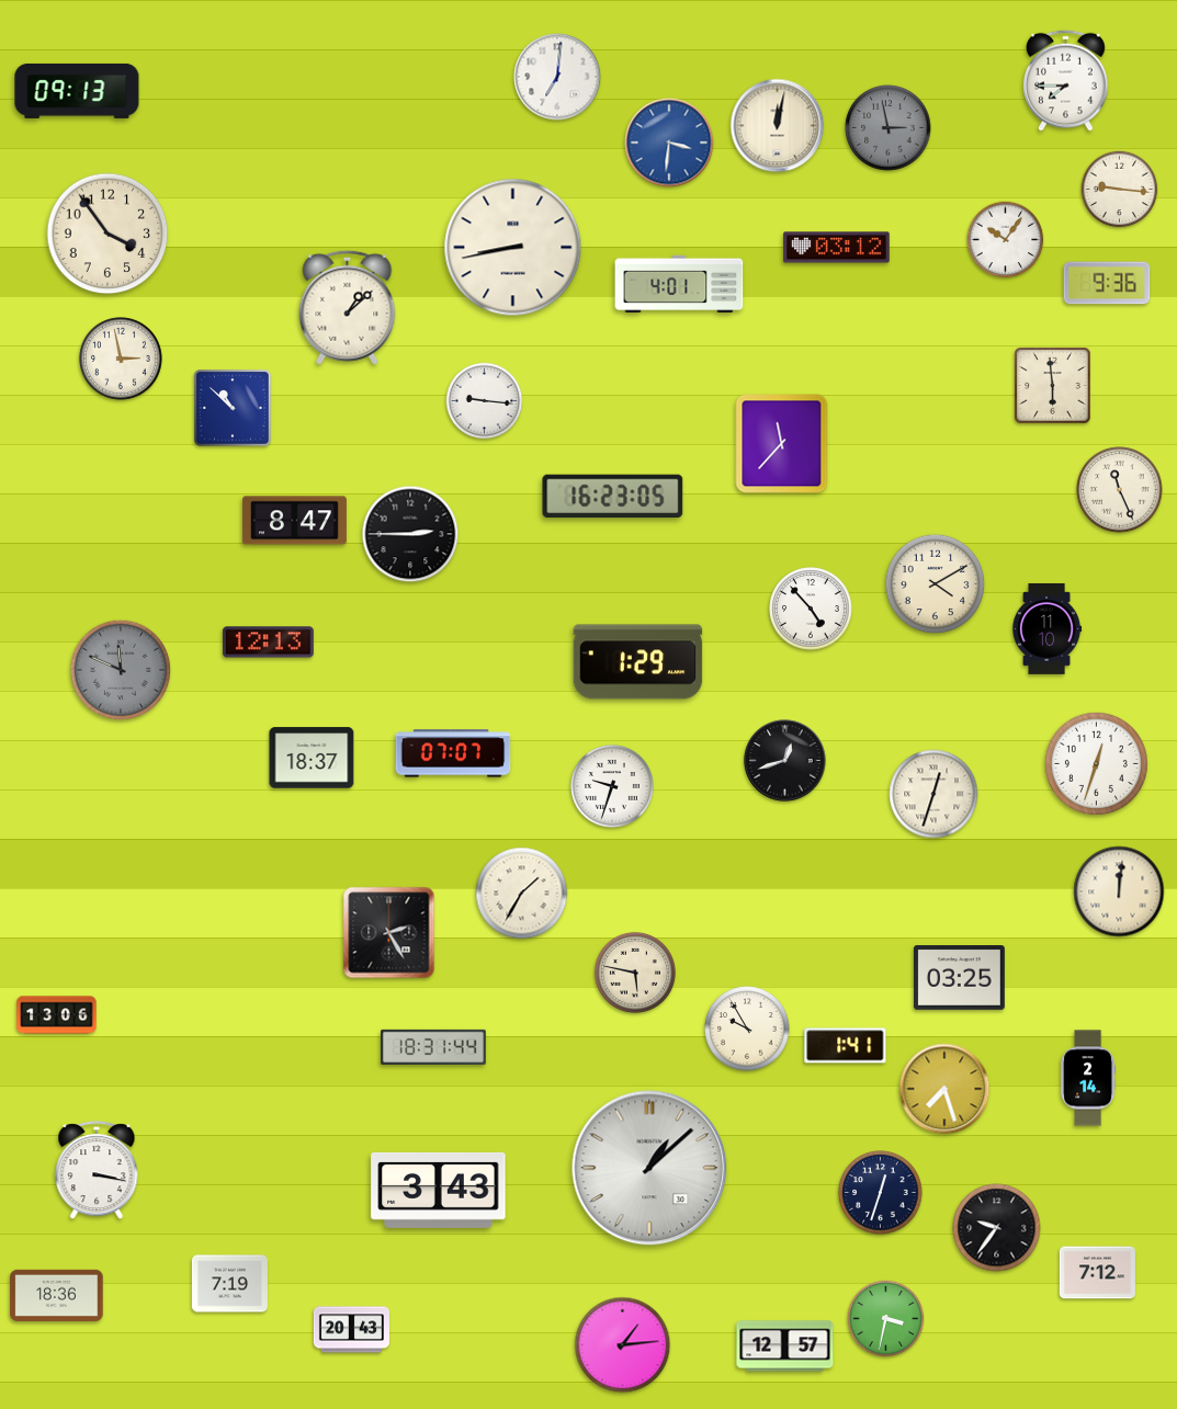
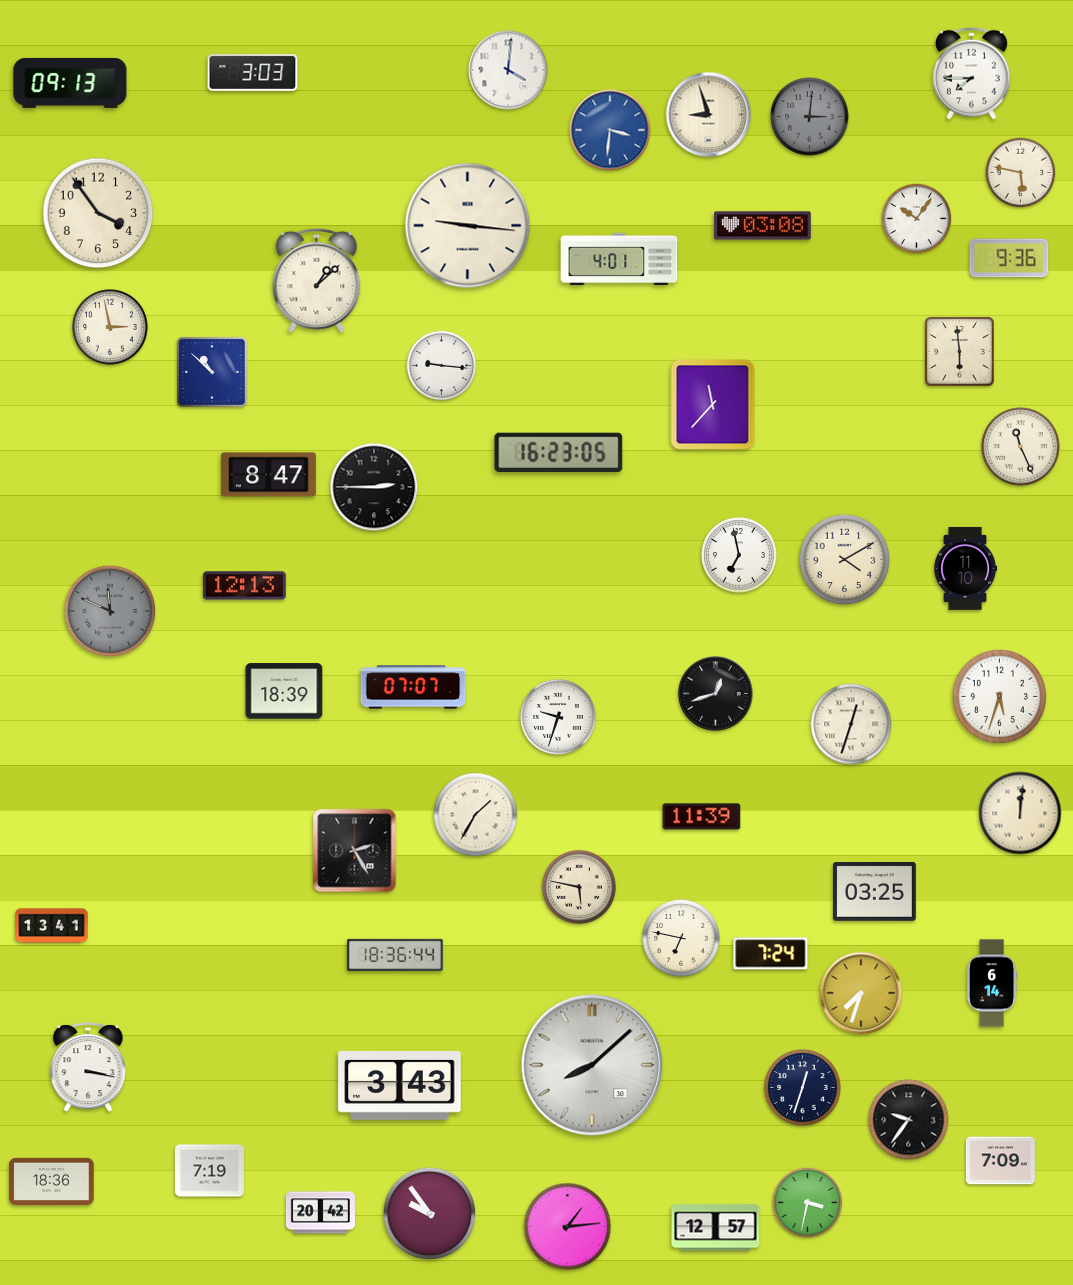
clock at (557, 77): 7:01 -> 4:01
clock at (253, 73): none -> 3:03
clock at (778, 126): 12:02 -> 8:57
clock at (889, 128): 2:58 -> 3:01
clock at (1120, 190): 9:16 -> 5:47
clock at (513, 248): 8:43 -> 9:16
clock at (837, 248): 03:12 -> 03:08
clock at (936, 584) position: (936, 584) -> (845, 560)
clock at (811, 609): 4:53 -> 6:58
clock at (1046, 628) position: (1046, 628) -> (965, 568)
clock at (638, 662): 1:29 -> none
clock at (312, 758): 18:37 -> 18:39
clock at (1096, 763): 12:33 -> 5:33
clock at (702, 817): none -> 11:39
clock at (57, 1015): 13:06 -> 13:41
clock at (747, 1029): 9:55 -> 6:47
clock at (846, 1046): 1:41 -> 7:24
clock at (434, 1047): 18:31 -> 18:36
clock at (1088, 1078): 2:14 -> 6:14
clock at (944, 1089): 7:27 -> 7:33
clock at (649, 1168): 1:08 -> 8:08
clock at (1097, 1273): 7:12 -> 7:09
clock at (351, 1330): 20:43 -> 20:42
clock at (429, 1213): none -> 9:54
